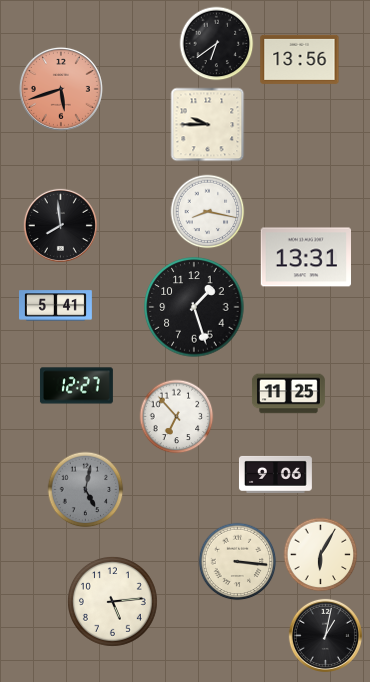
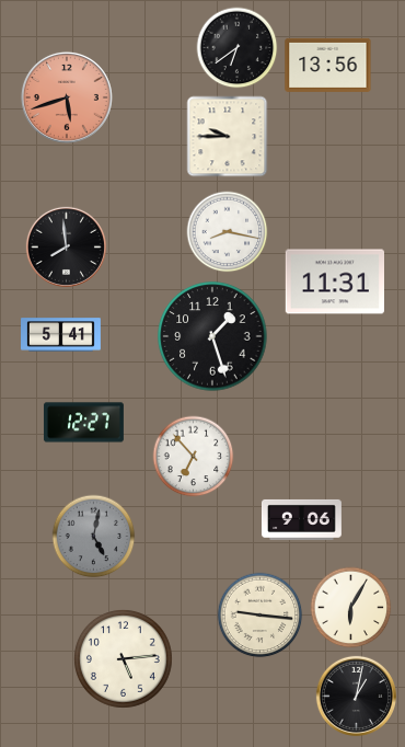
clock at (305, 257): 13:31 -> 11:31
clock at (288, 394): 11:25 -> none
clock at (238, 562): 3:16 -> 9:16
